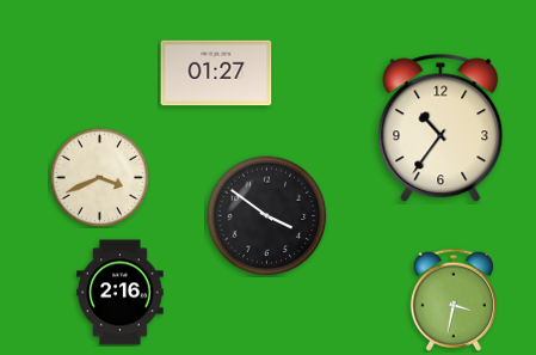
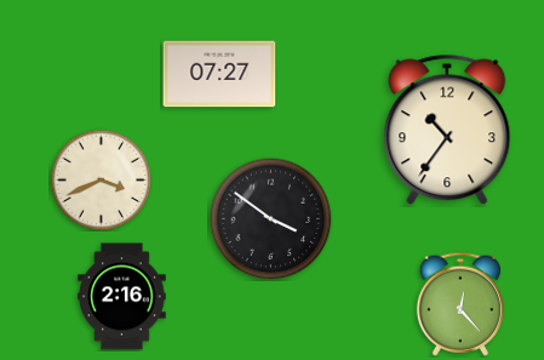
clock at (216, 73): 01:27 -> 07:27
clock at (454, 300): 3:32 -> 12:23
